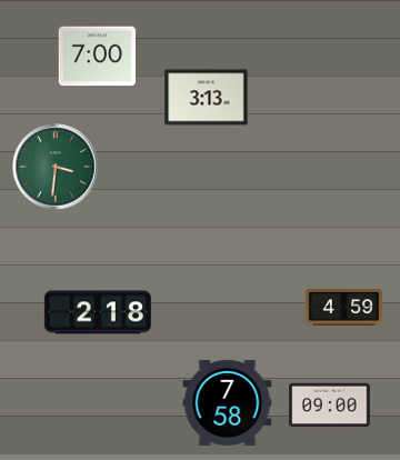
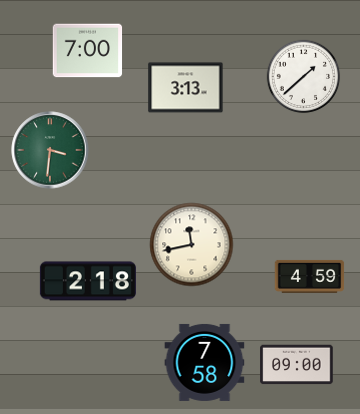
clock at (304, 77): none -> 1:38
clock at (192, 245): none -> 11:43
